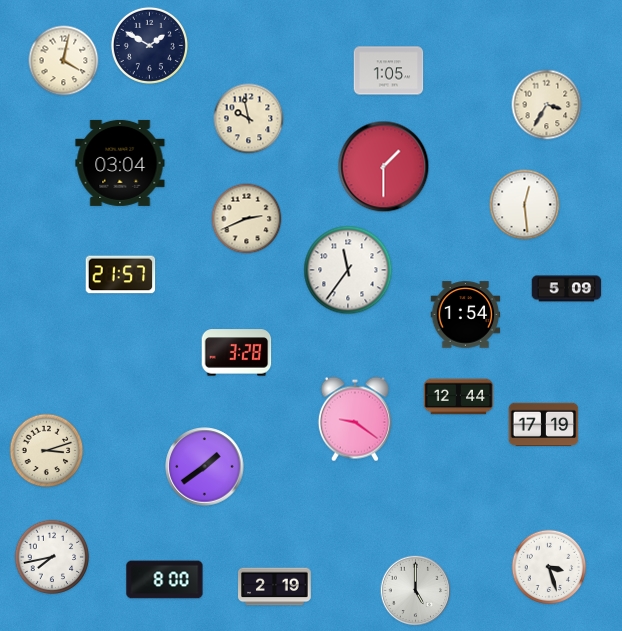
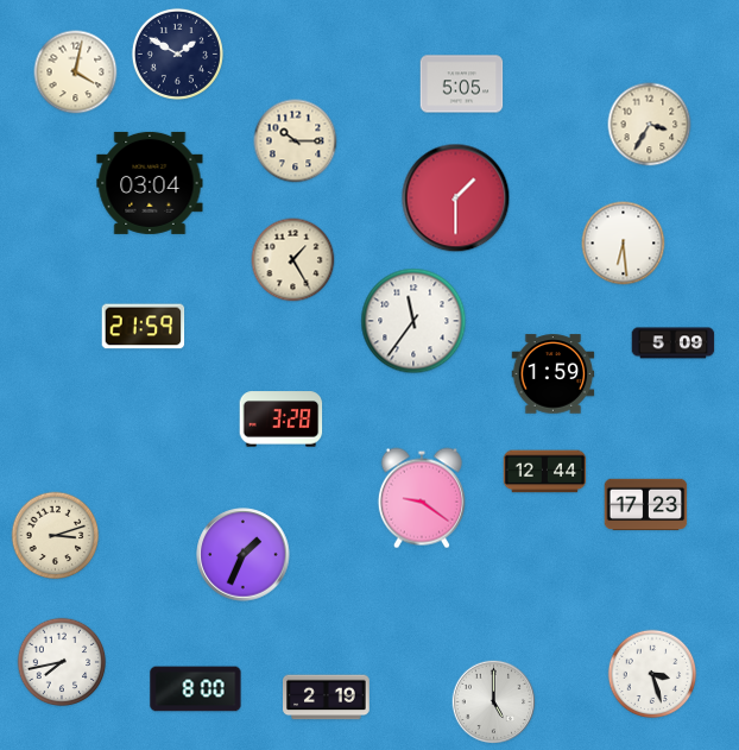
clock at (389, 71): 1:05 -> 5:05
clock at (249, 119): 9:58 -> 10:15
clock at (120, 163) position: (120, 163) -> (150, 183)
clock at (525, 205): 12:29 -> 6:29
clock at (247, 219): 2:41 -> 1:25
clock at (121, 275): 21:57 -> 21:59
clock at (466, 315): 1:54 -> 1:59
clock at (544, 425): 17:19 -> 17:23
clock at (205, 467): 1:39 -> 1:34
